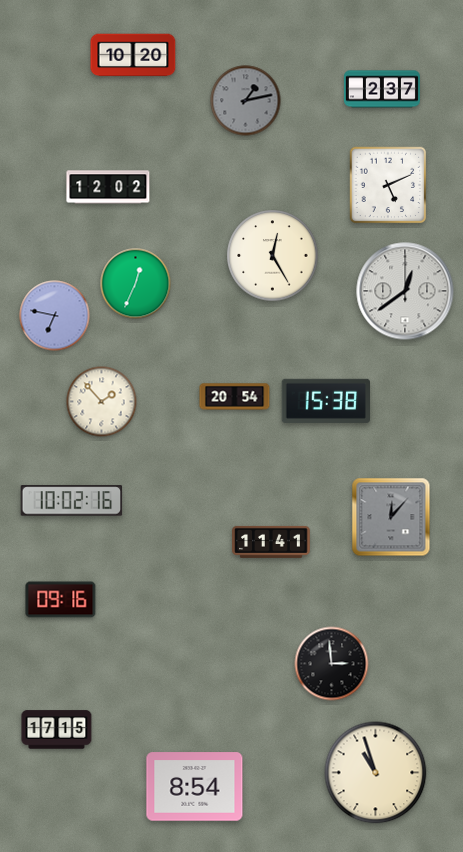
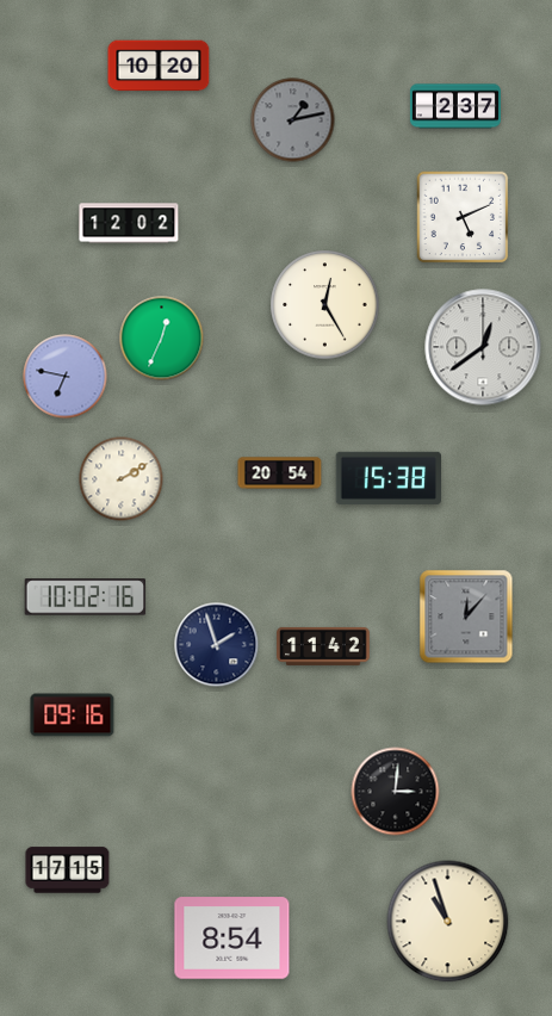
clock at (388, 185) position: (388, 185) -> (463, 217)
clock at (102, 402): 1:53 -> 2:10
clock at (217, 645): none -> 1:57
clock at (271, 542): 11:41 -> 11:42
clock at (332, 664): 2:59 -> 3:01
